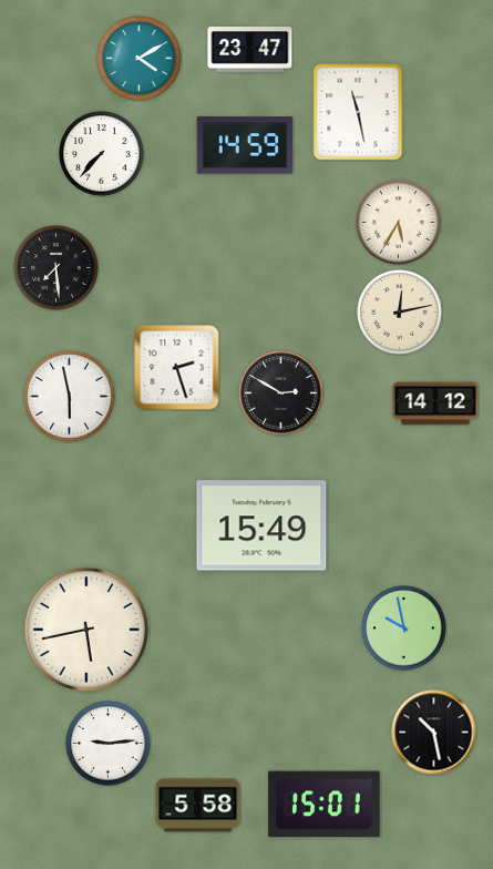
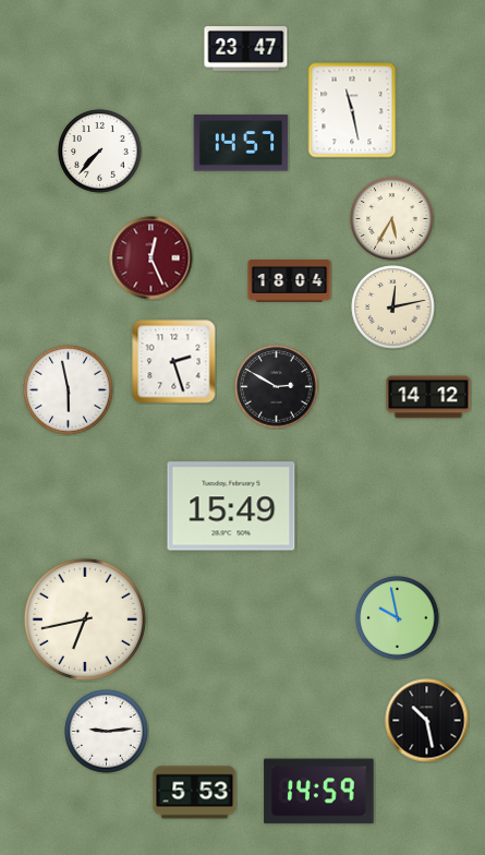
clock at (140, 59): 4:10 -> none
clock at (245, 145): 14:59 -> 14:57
clock at (151, 258): none -> 12:26
clock at (57, 268): 7:29 -> none
clock at (290, 281): none -> 18:04
clock at (261, 525) position: (261, 525) -> (231, 506)
clock at (86, 630): 5:43 -> 6:43
clock at (325, 805): 15:01 -> 14:59
clock at (198, 806): 5:58 -> 5:53
